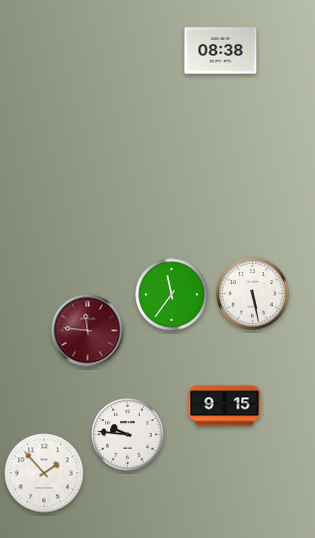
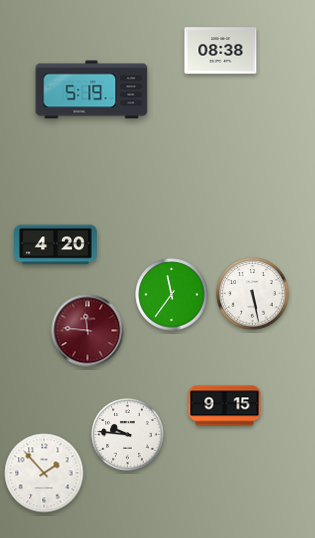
clock at (92, 90): none -> 5:19
clock at (56, 245): none -> 4:20
